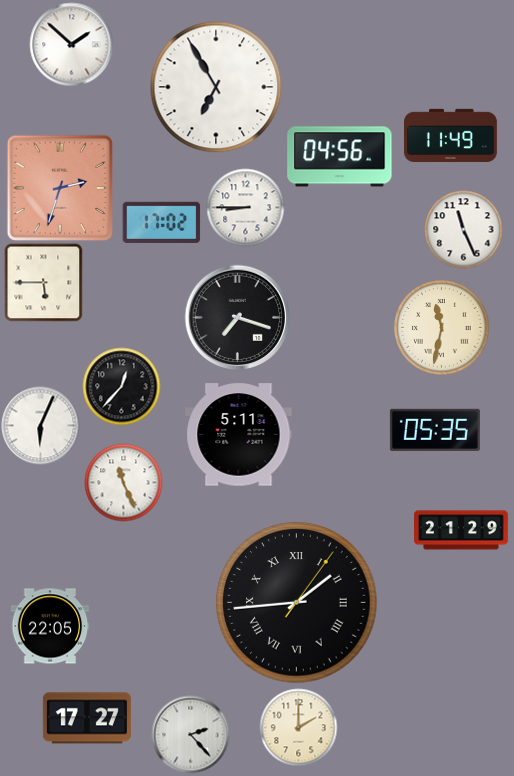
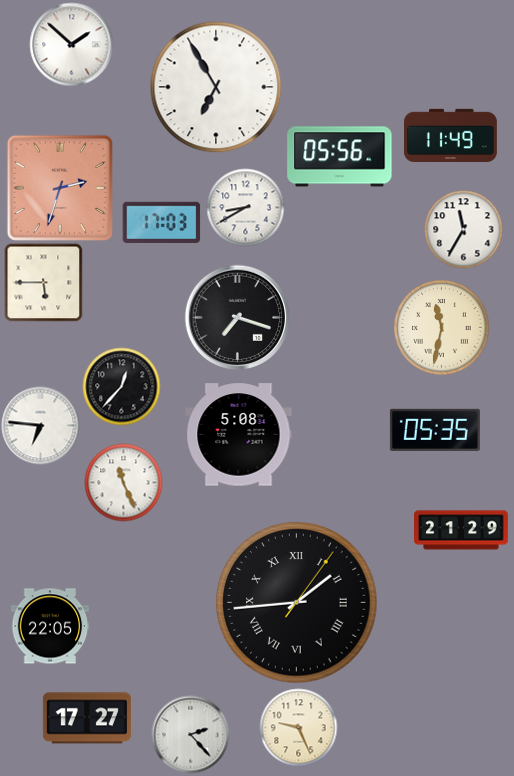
clock at (340, 157): 04:56 -> 05:56
clock at (245, 207): 8:45 -> 8:40
clock at (161, 222): 17:02 -> 17:03
clock at (463, 229): 11:26 -> 11:35
clock at (40, 425): 6:04 -> 6:46
clock at (239, 435): 5:11 -> 5:08
clock at (298, 727): 2:00 -> 9:26
